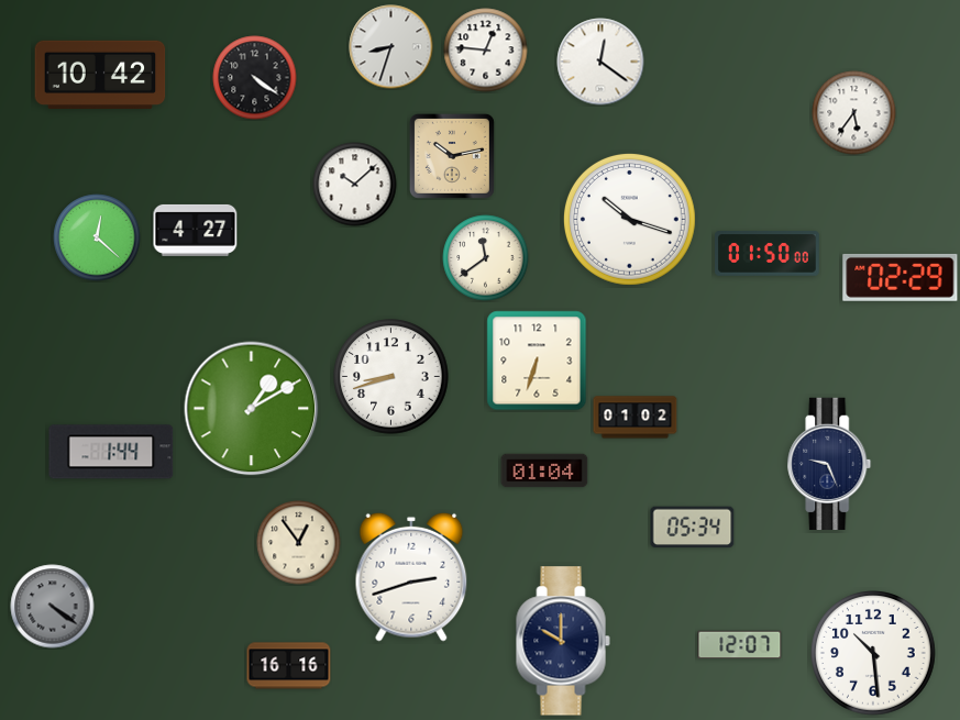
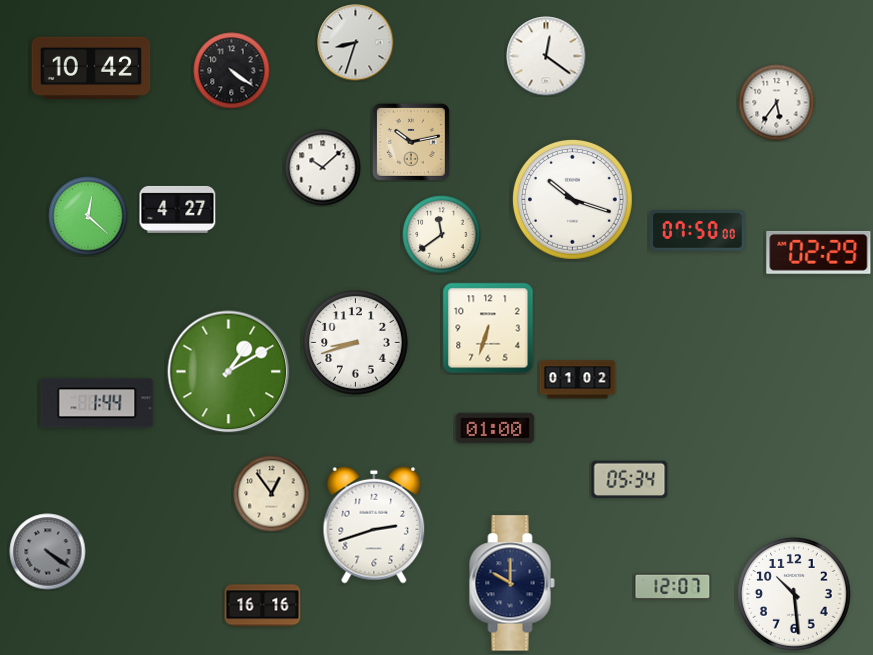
clock at (486, 51): 12:46 -> none
clock at (768, 254): 01:50 -> 07:50
clock at (111, 452) position: (111, 452) -> (97, 403)
clock at (829, 464): 9:26 -> none
clock at (544, 470): 01:04 -> 01:00
